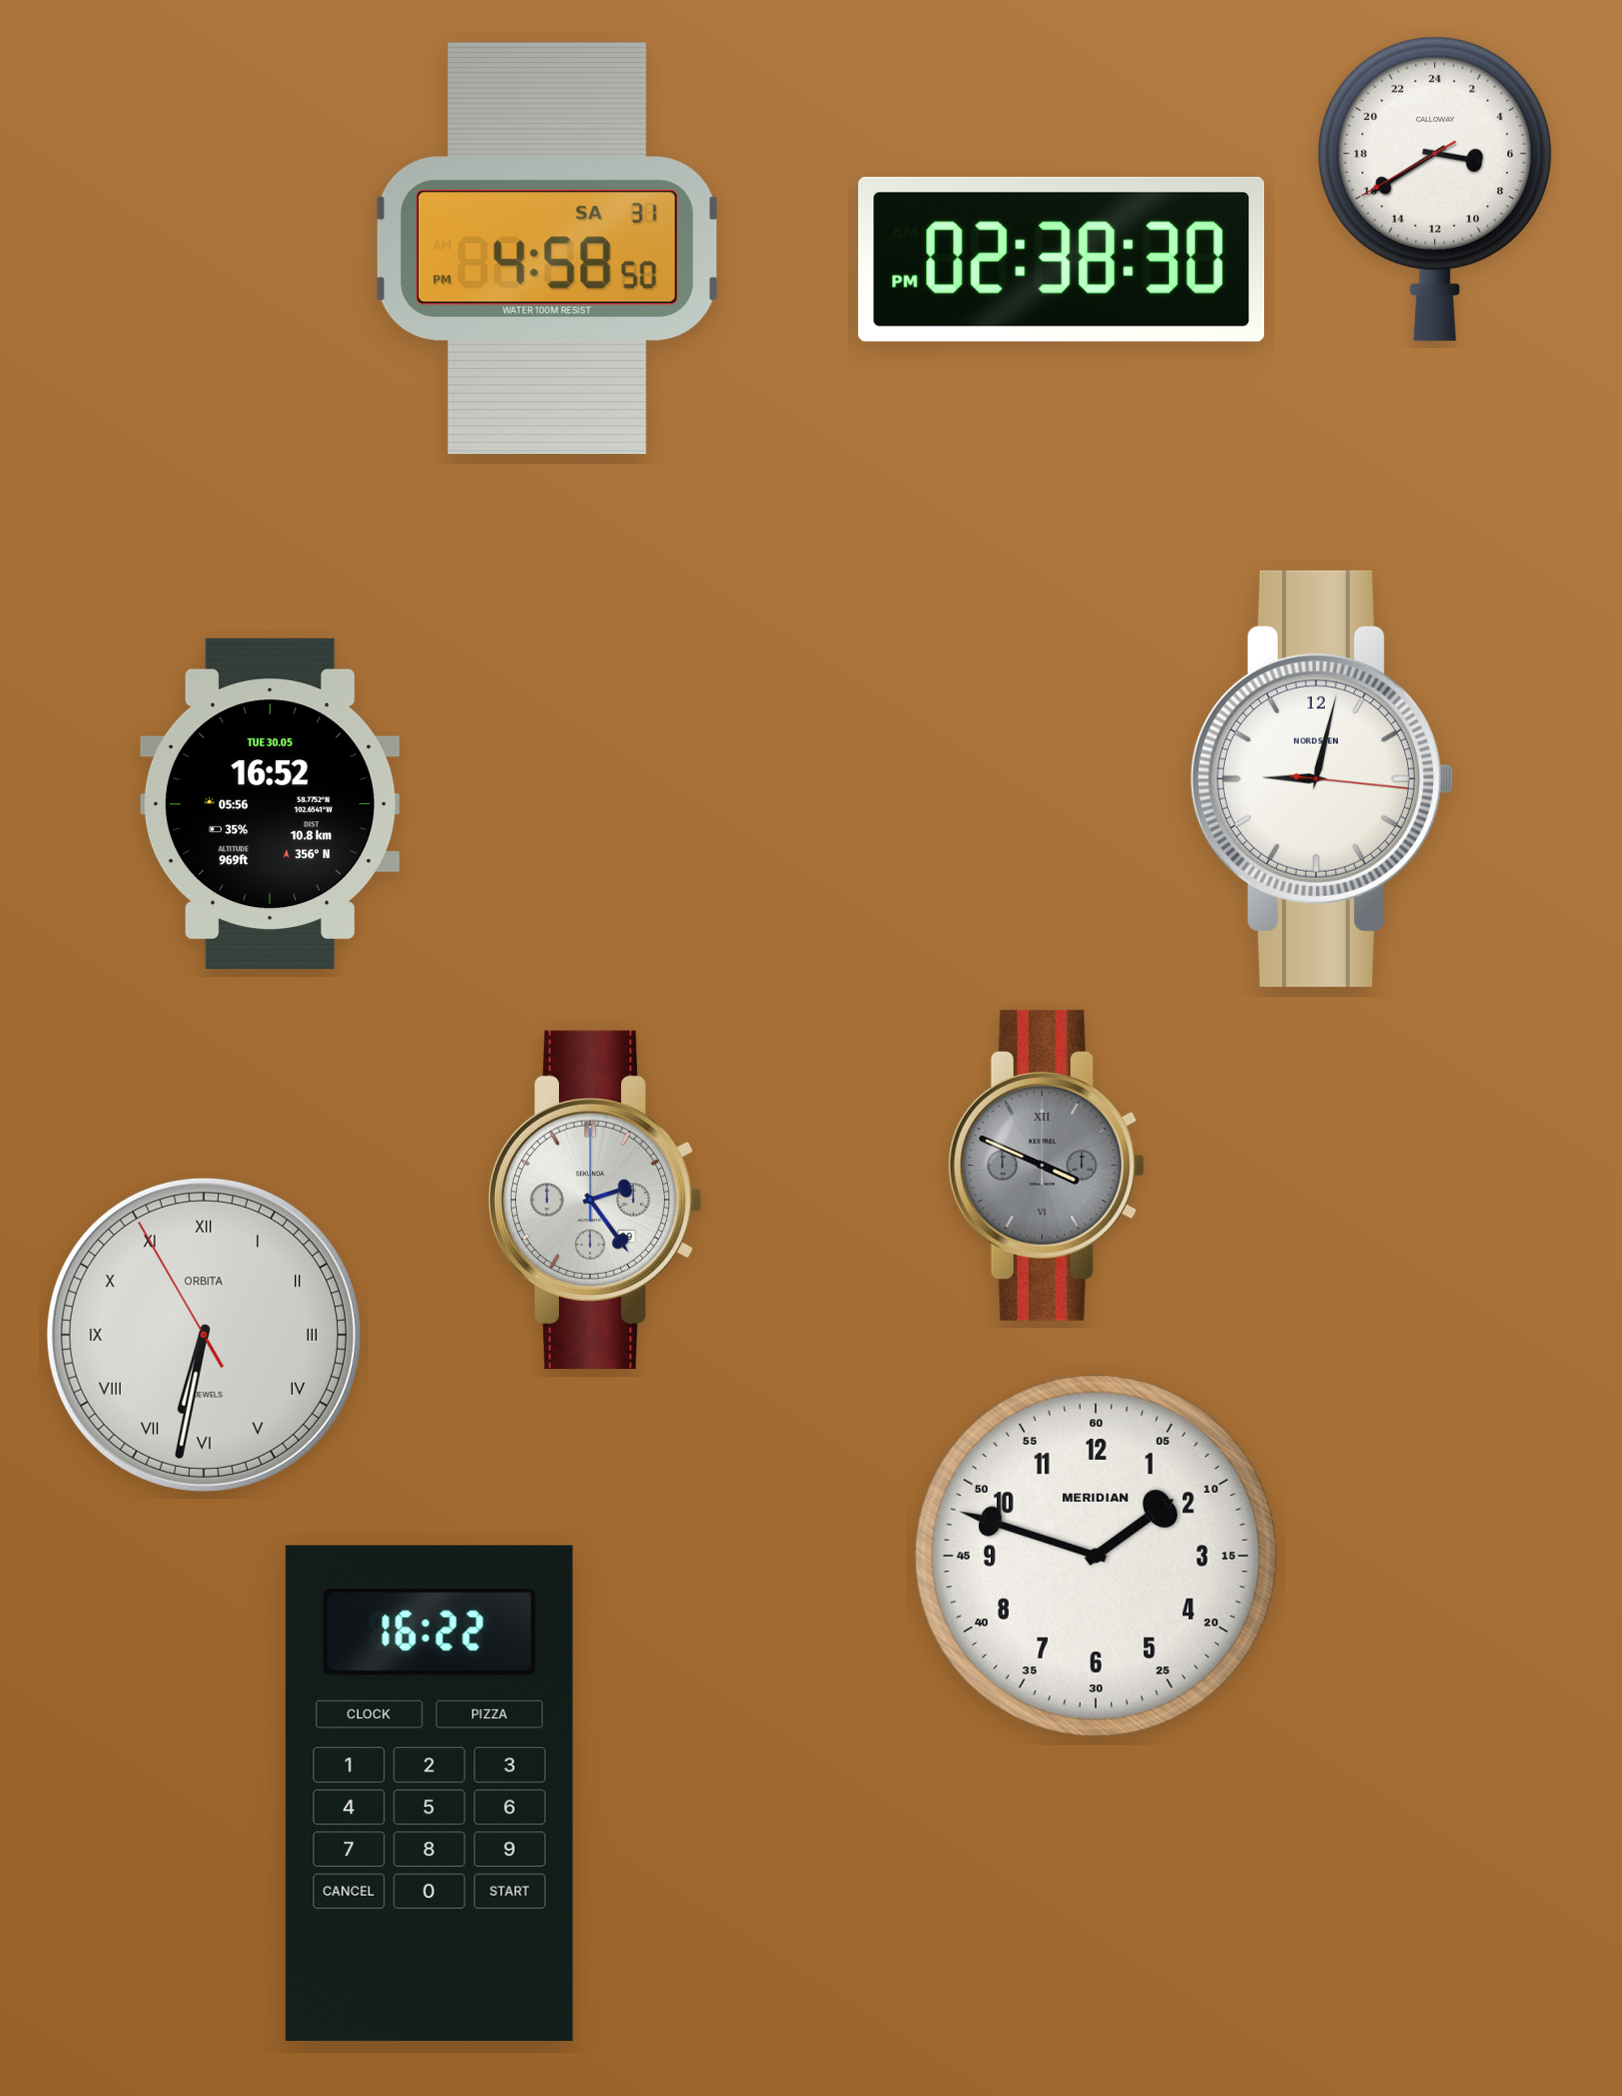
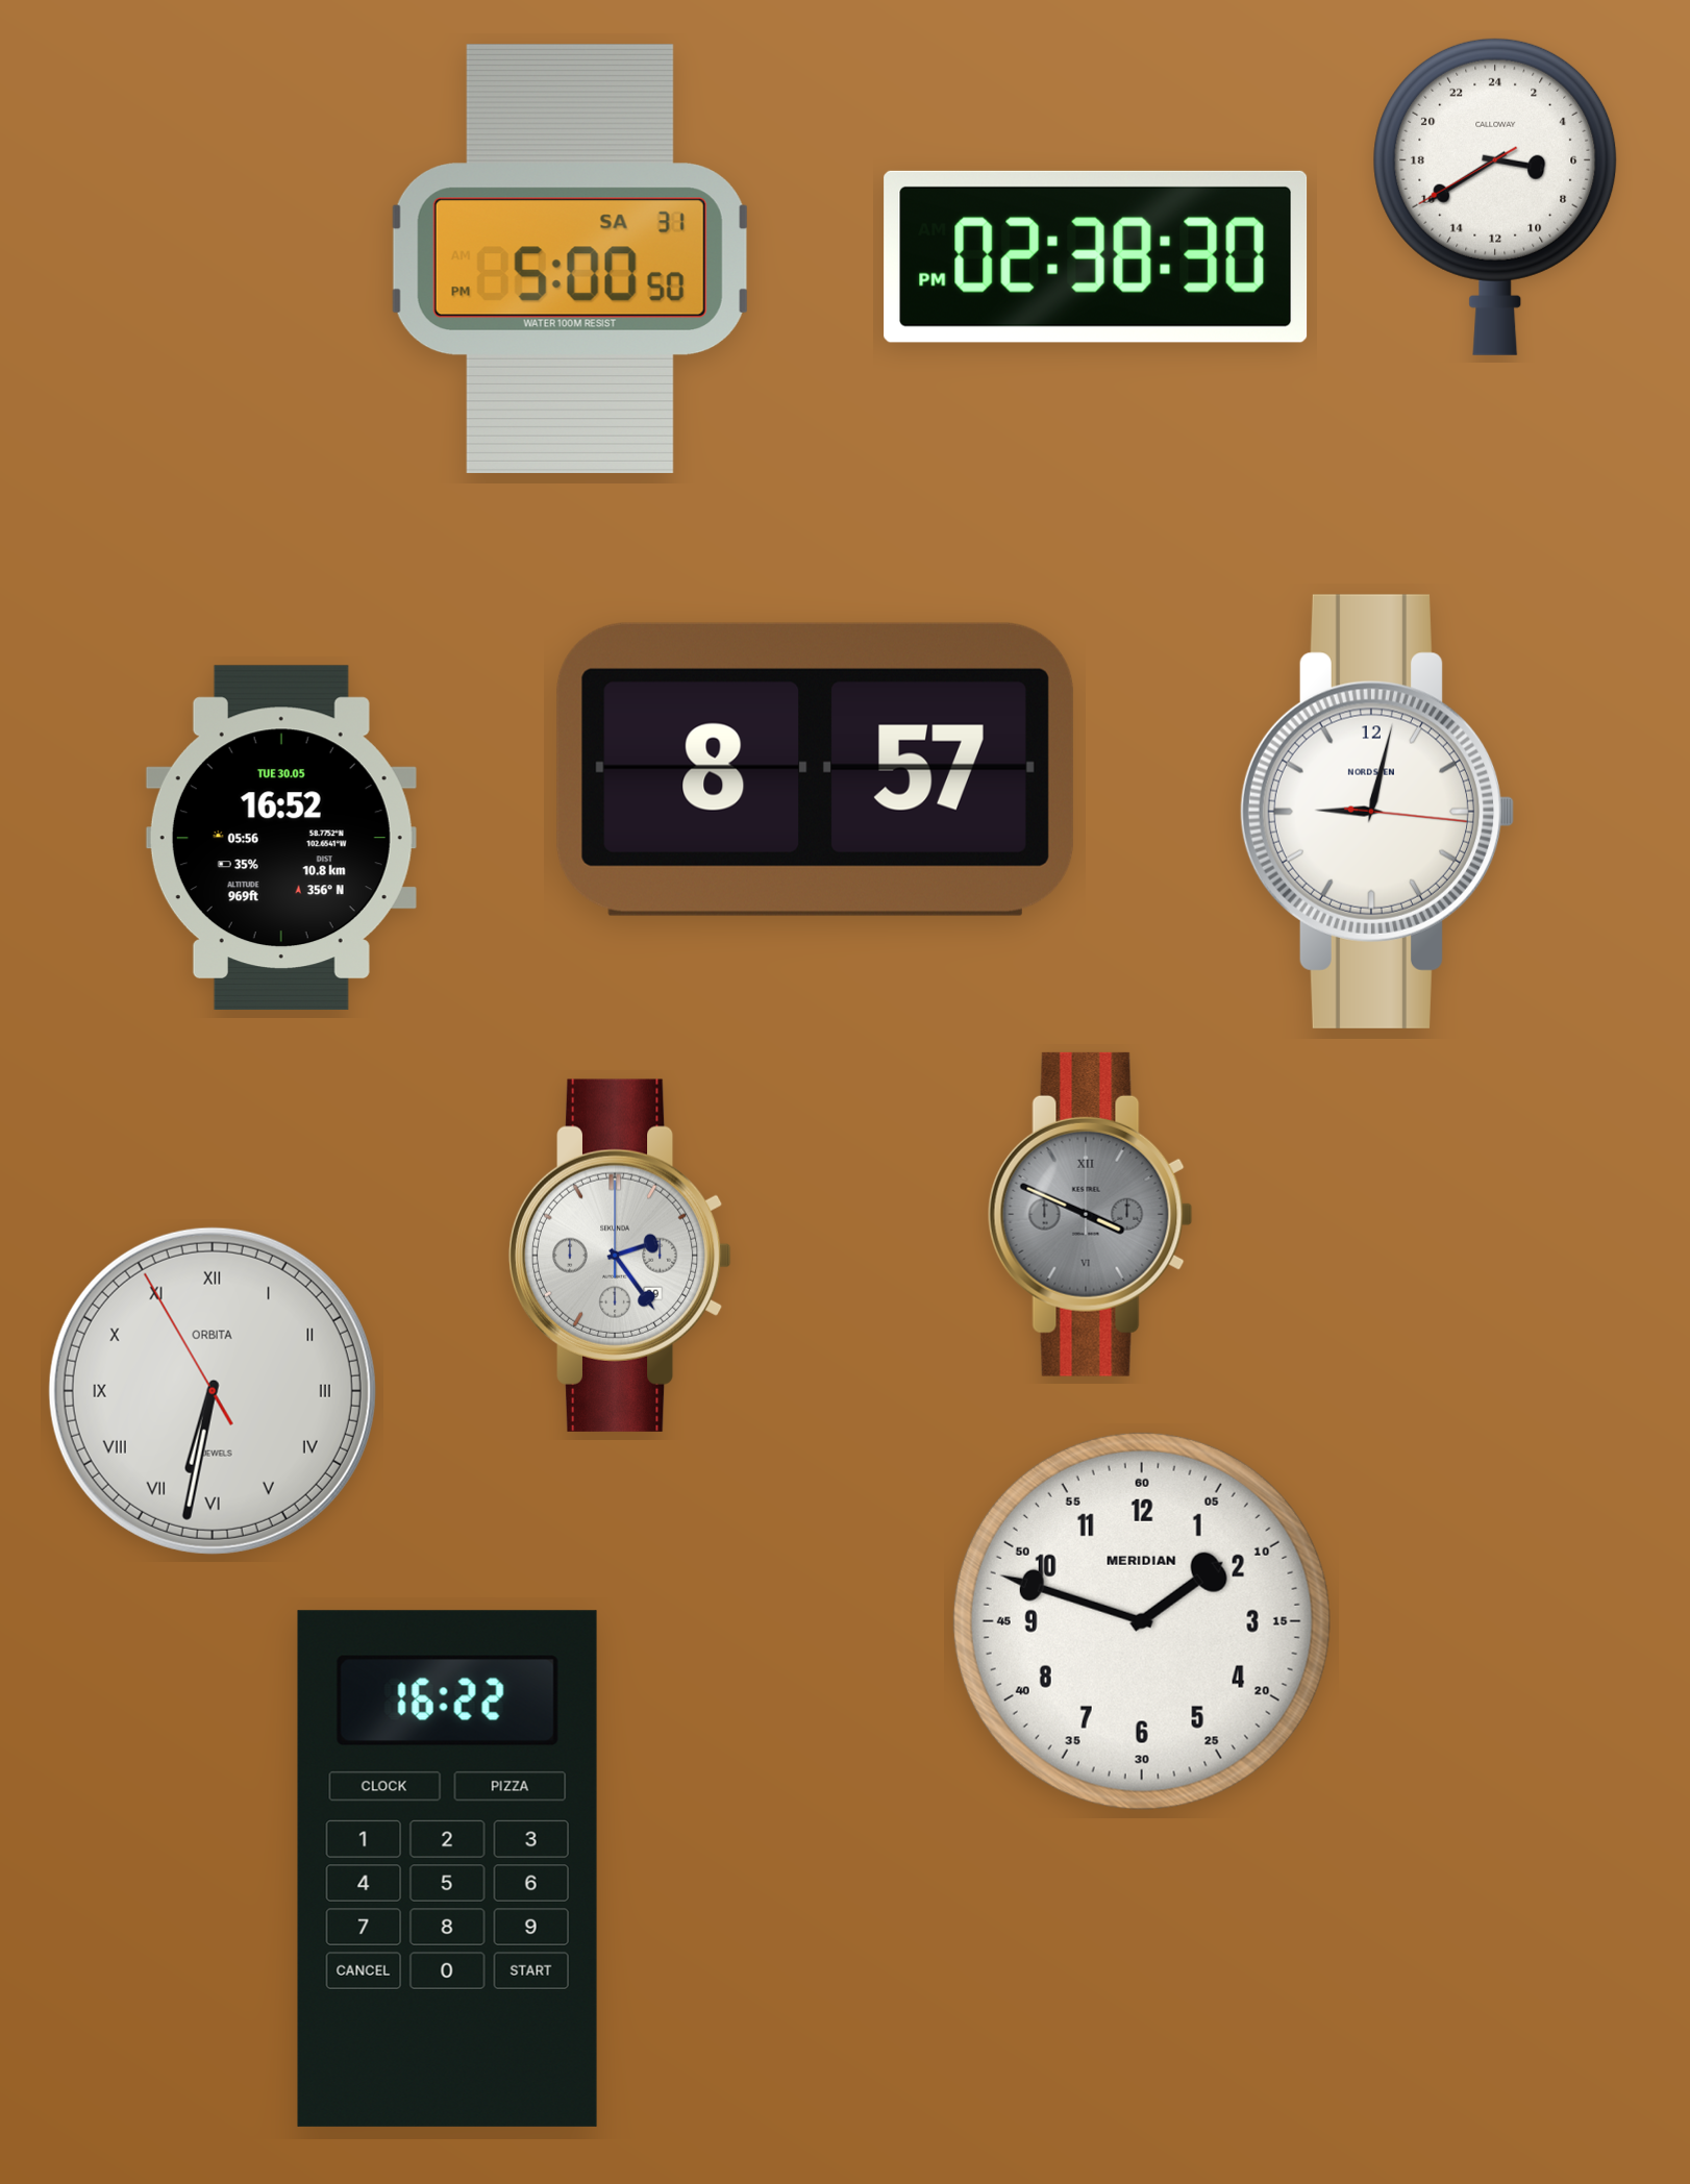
clock at (547, 248): 4:58 -> 5:00
clock at (1062, 259) position: (1062, 259) -> (1096, 256)
clock at (815, 769): none -> 8:57
clock at (595, 1200) position: (595, 1200) -> (620, 1256)
